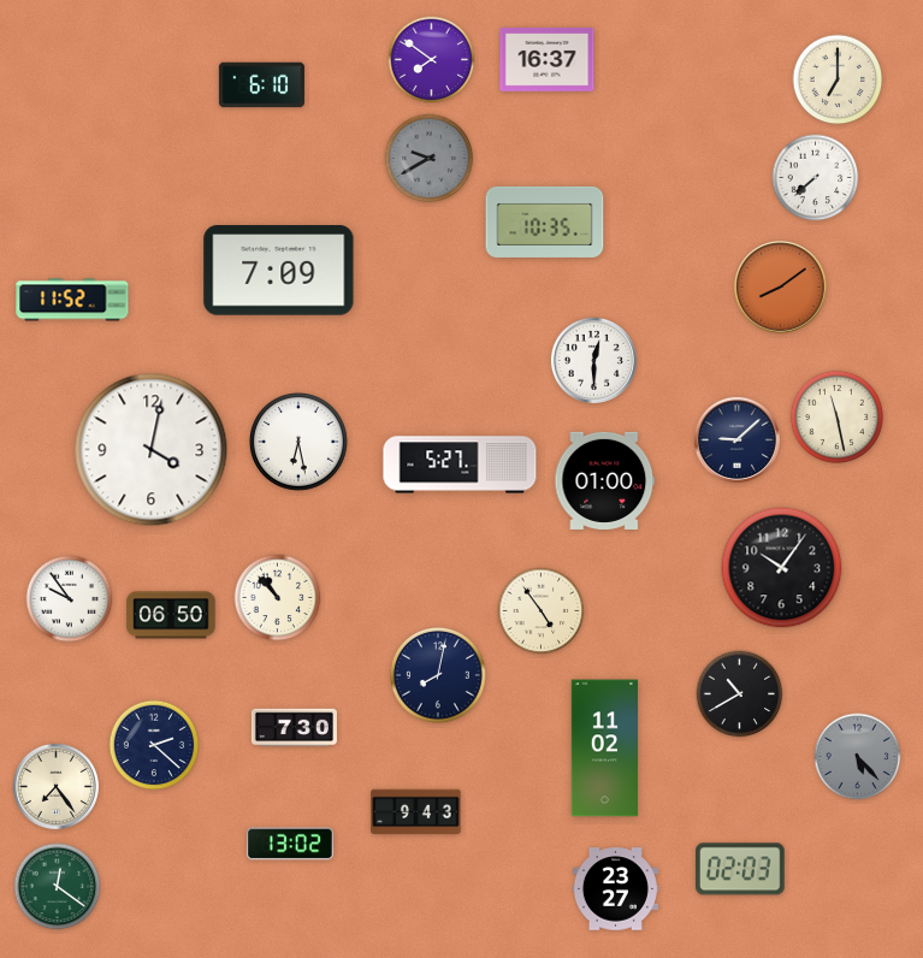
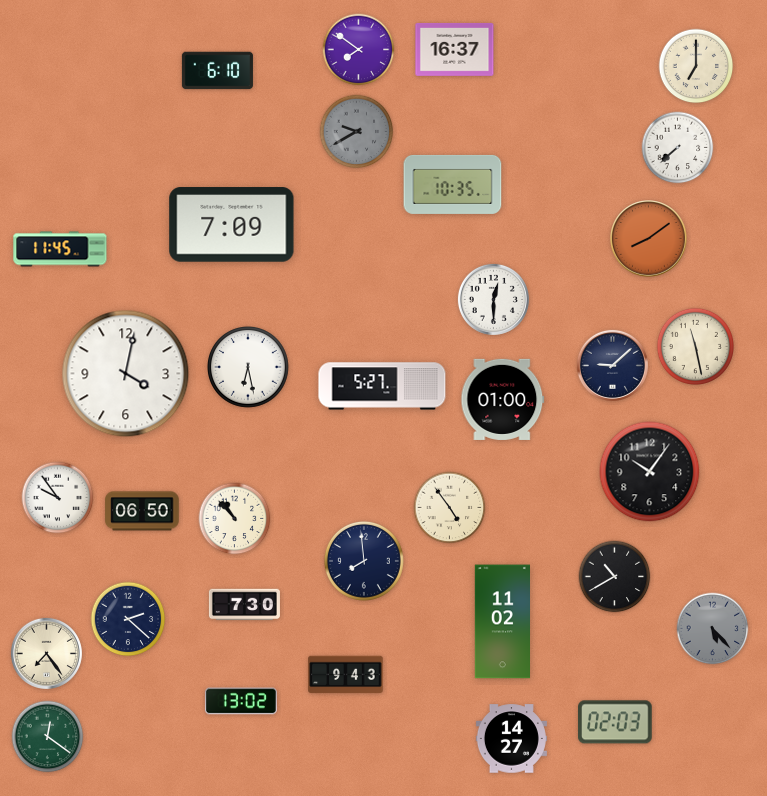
clock at (72, 300): 11:52 -> 11:45
clock at (278, 598) position: (278, 598) -> (235, 519)
clock at (438, 675): 8:02 -> 7:59
clock at (615, 889): 23:27 -> 14:27
